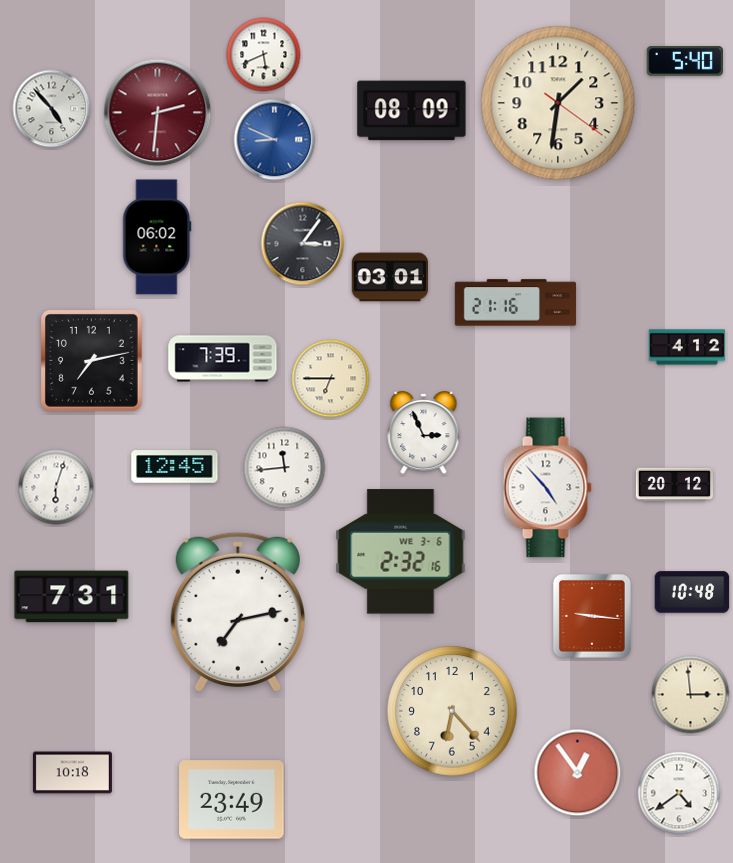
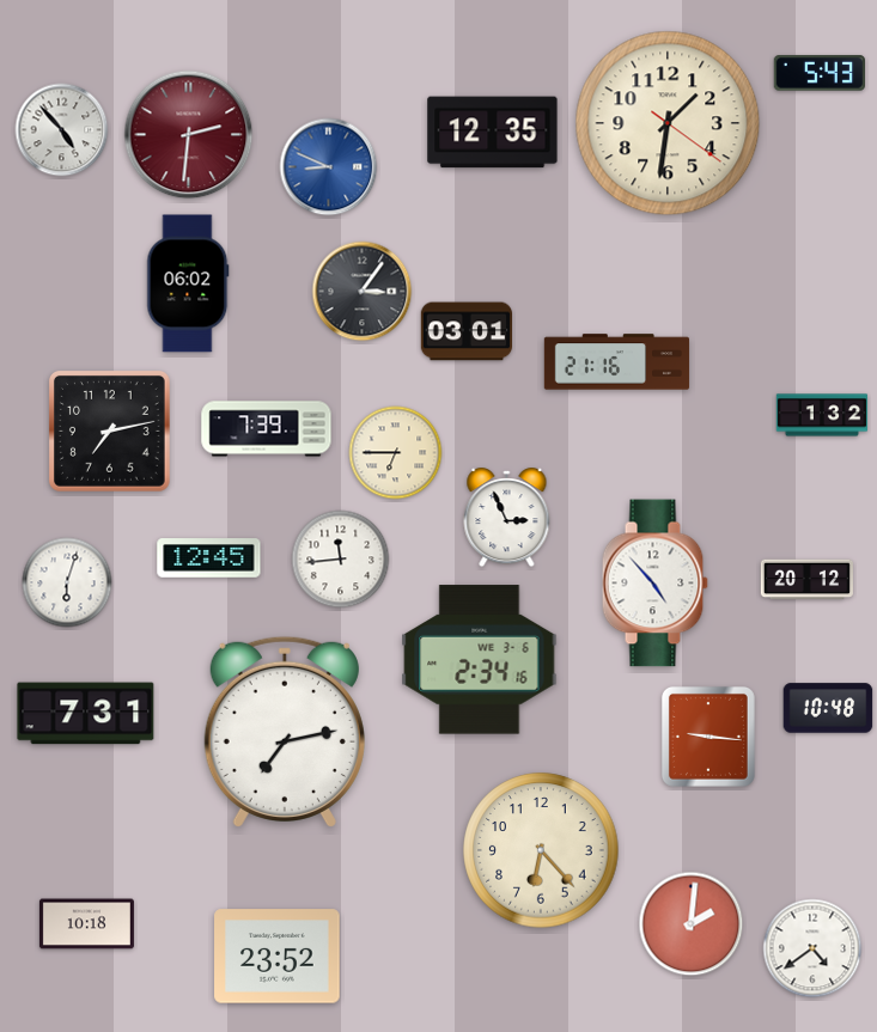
clock at (264, 55): 5:41 -> none
clock at (684, 61): 5:40 -> 5:43
clock at (412, 111): 08:09 -> 12:35
clock at (687, 347): 4:12 -> 1:32
clock at (401, 552): 2:32 -> 2:34
clock at (691, 695): 2:59 -> none
clock at (578, 773): 12:54 -> 2:01
clock at (232, 800): 23:49 -> 23:52
